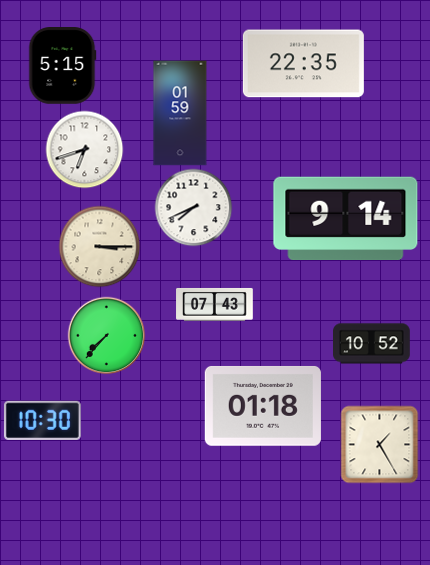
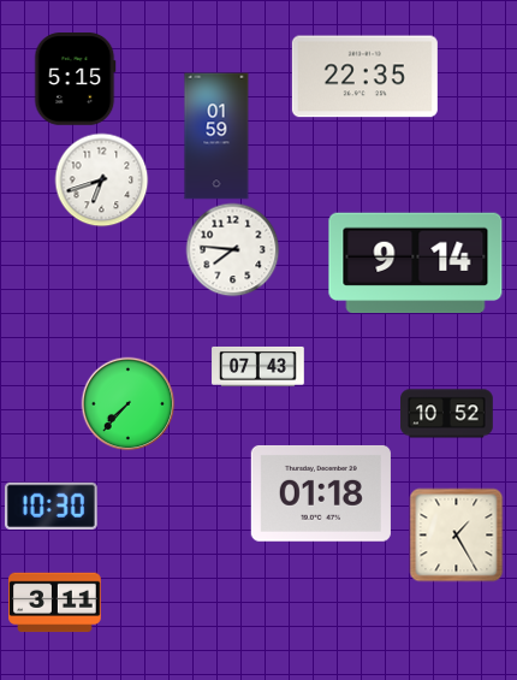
clock at (193, 207): 7:41 -> 7:46
clock at (99, 246): 3:15 -> none
clock at (263, 406) position: (263, 406) -> (321, 493)
clock at (55, 603): none -> 3:11
